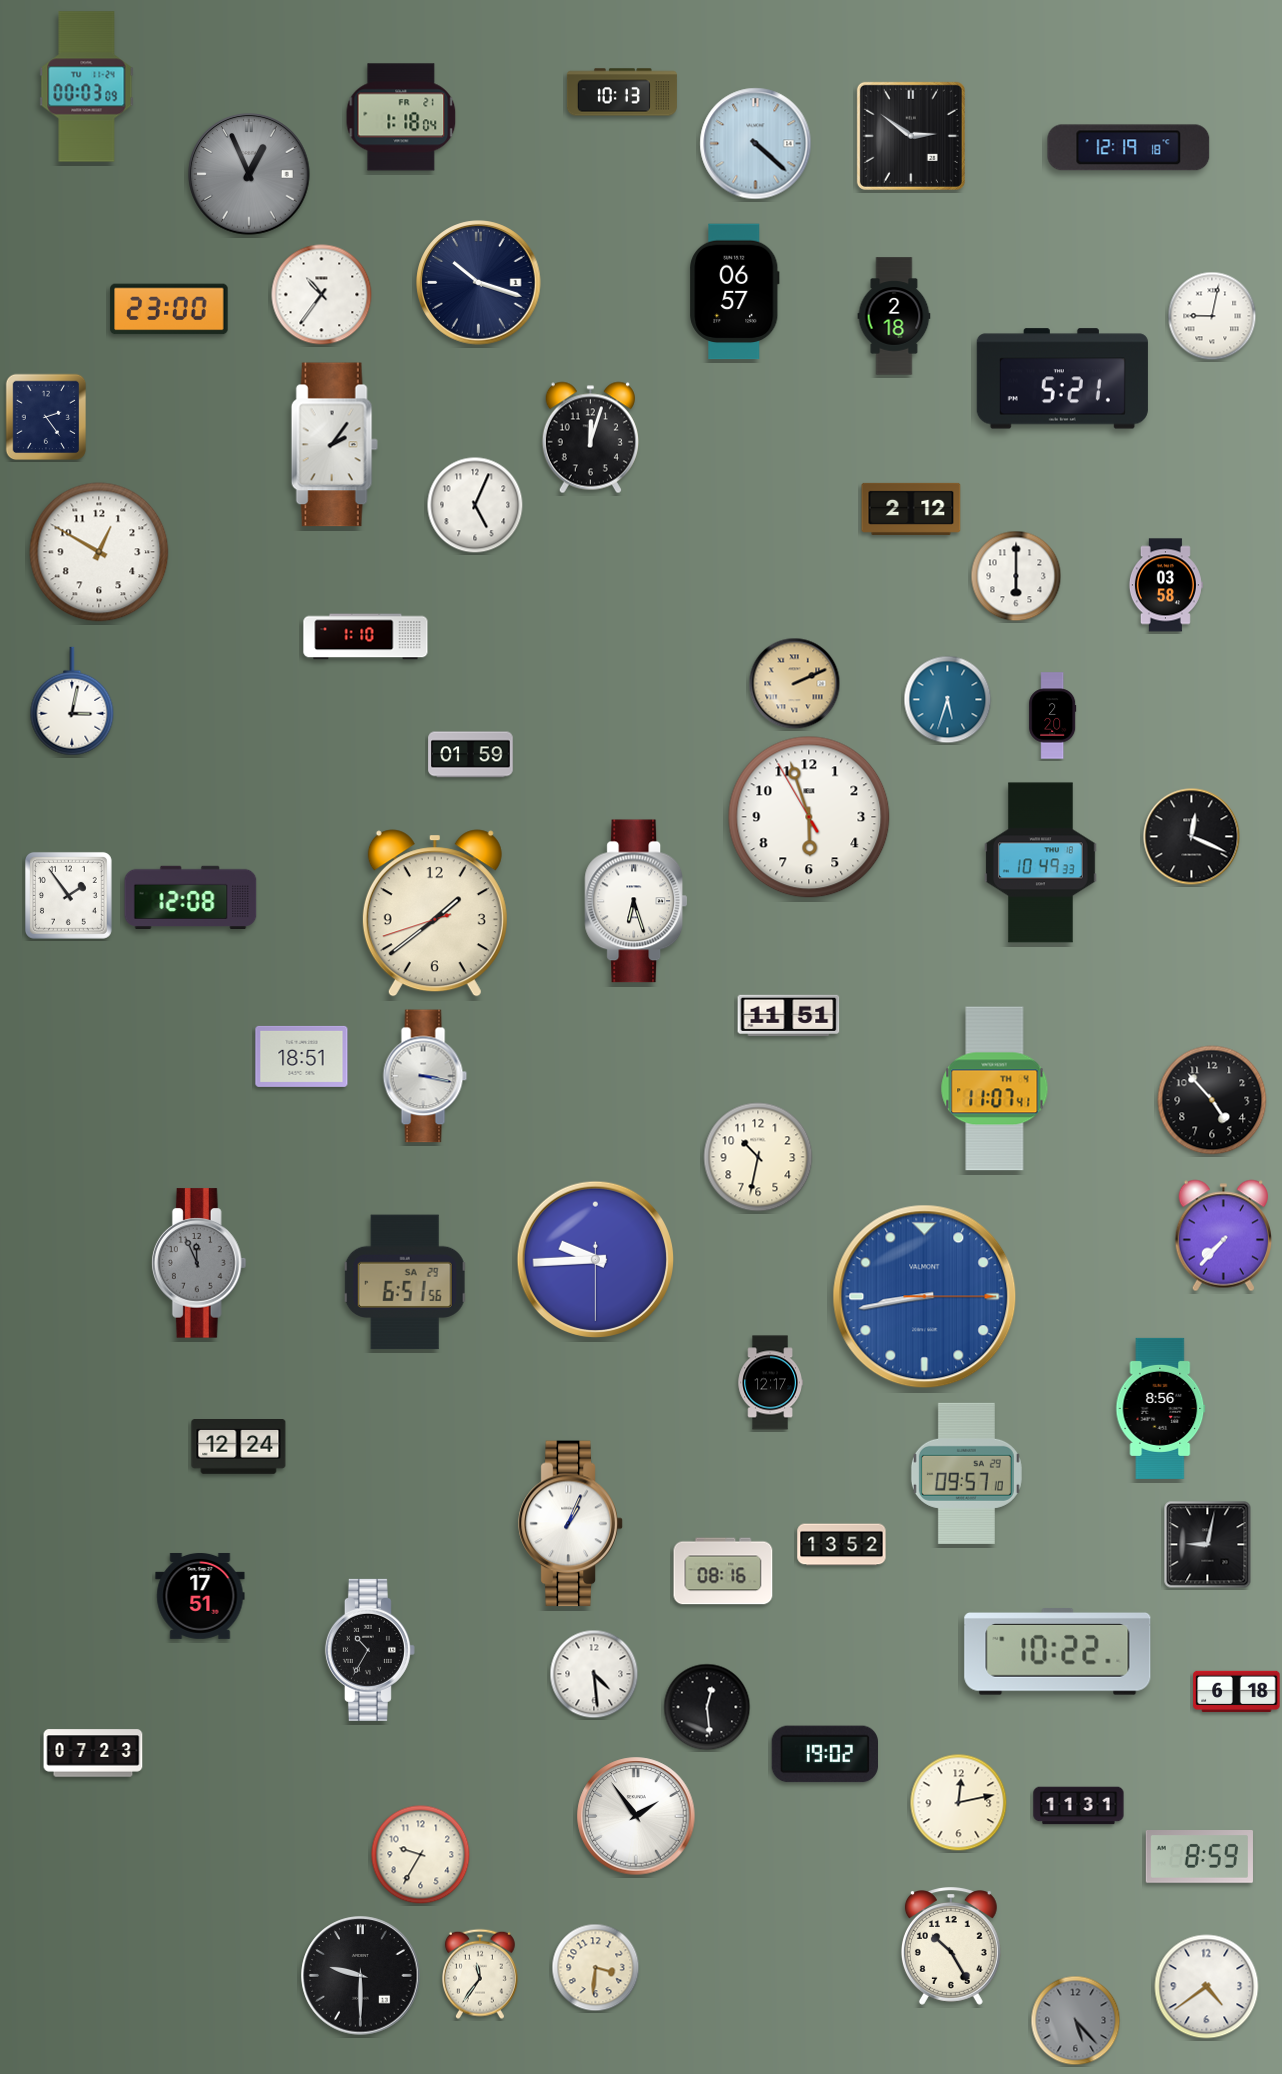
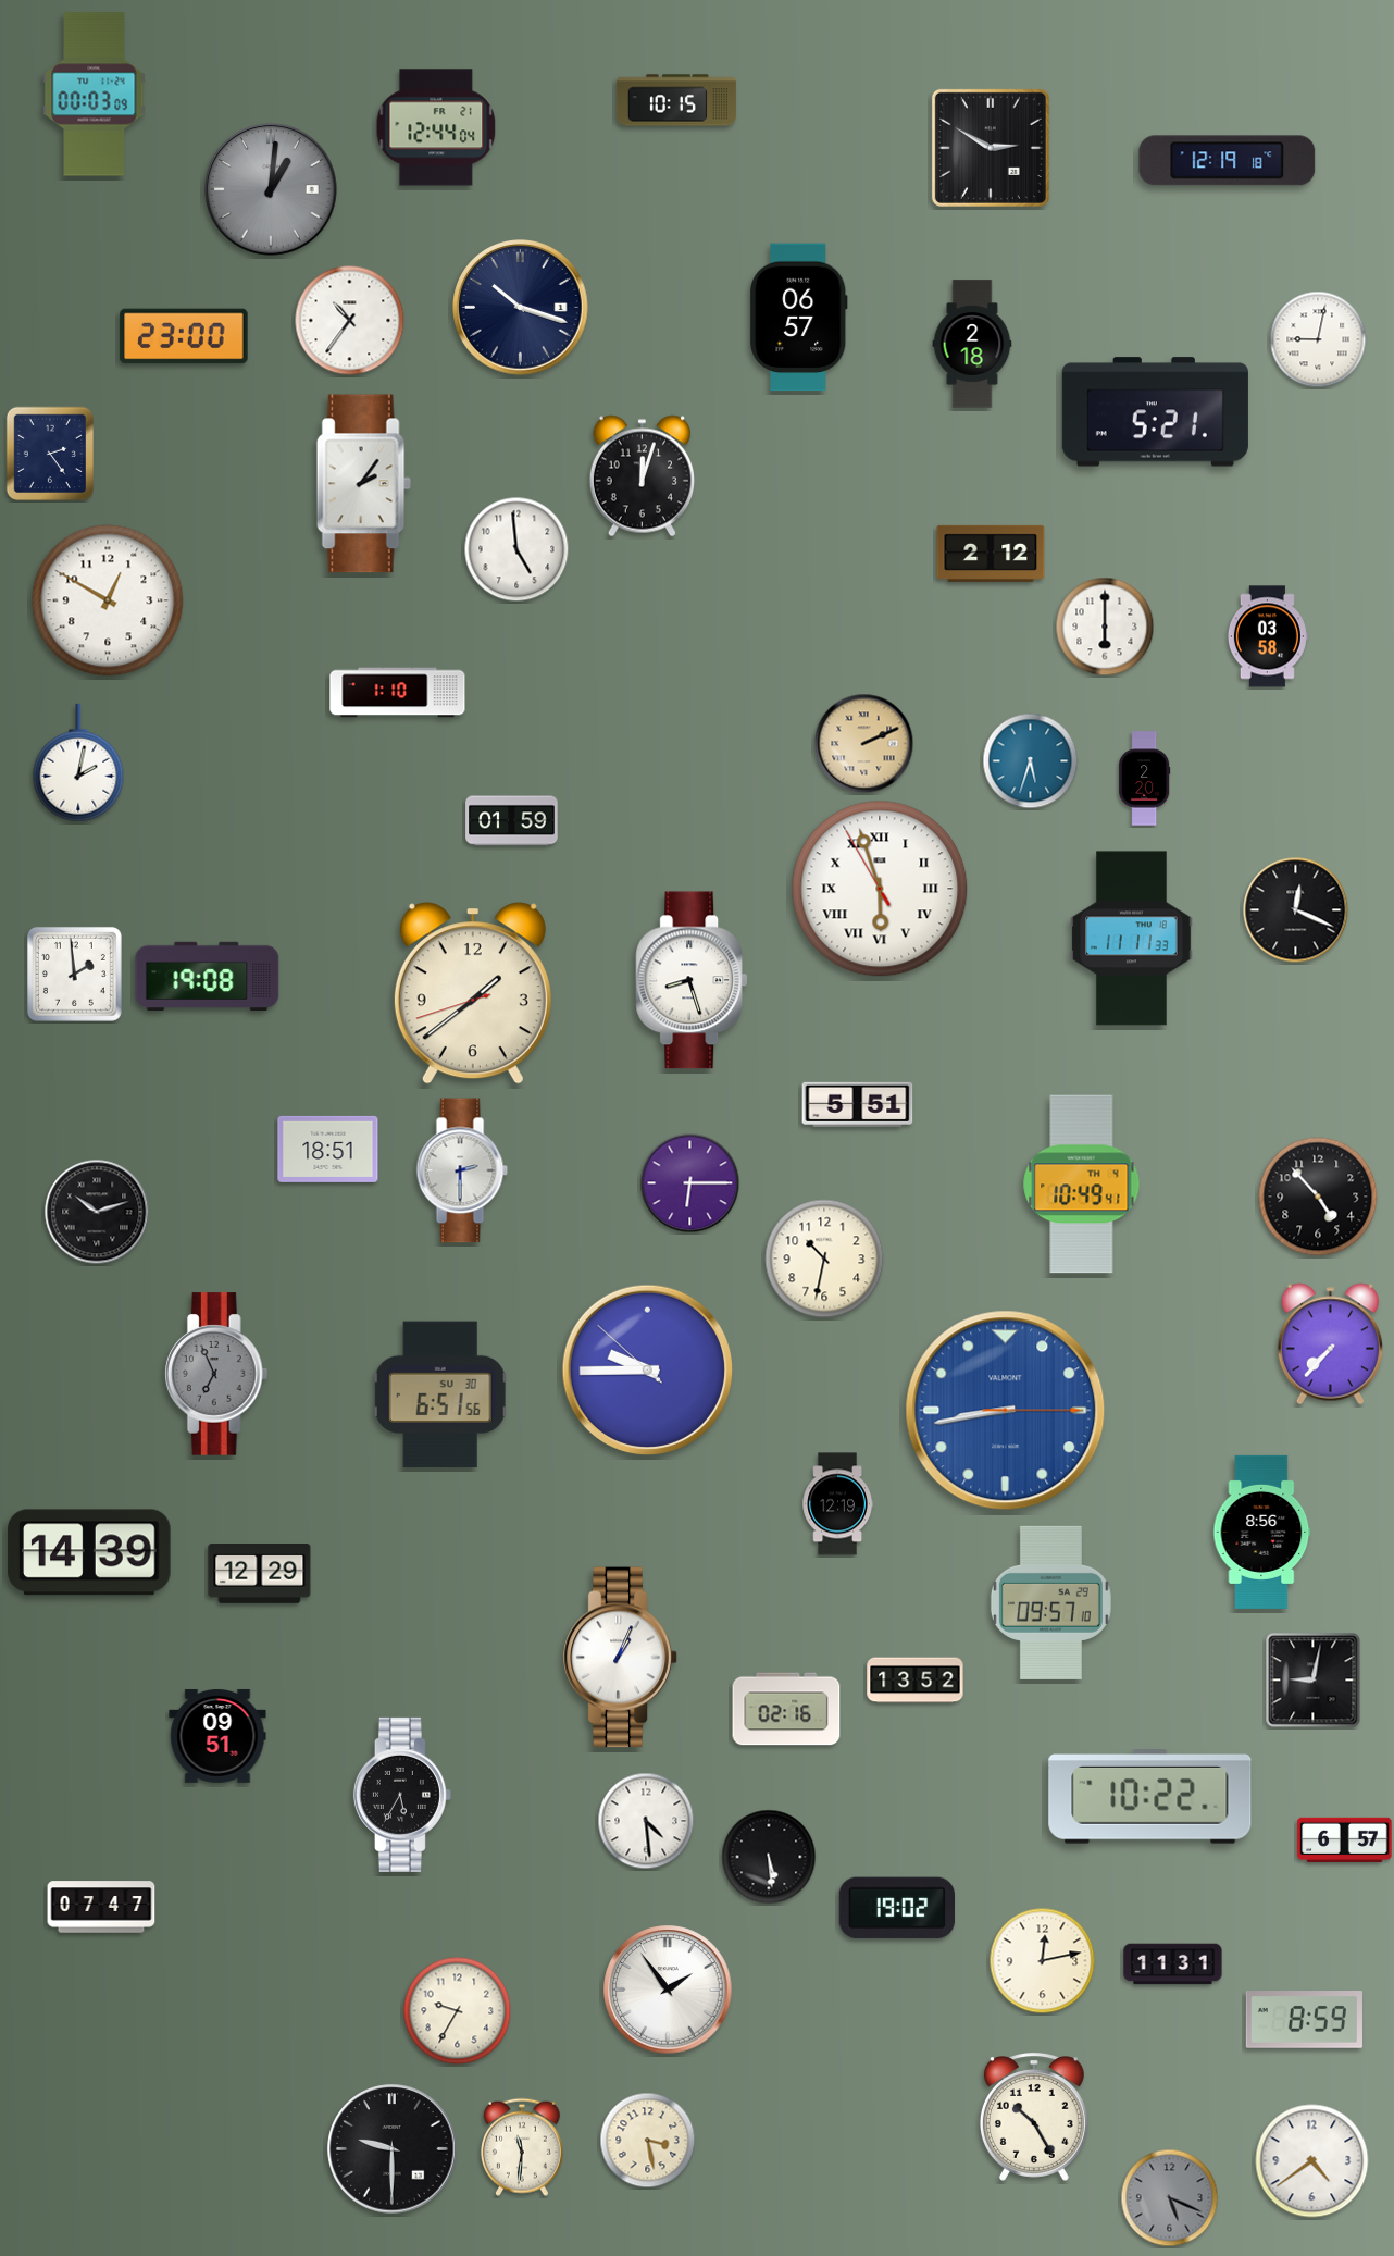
clock at (622, 92): 10:13 -> 10:15
clock at (401, 117): 1:18 -> 12:44
clock at (911, 136): 2:51 -> 2:50
clock at (756, 144): 4:22 -> none
clock at (249, 174): 12:56 -> 1:01
clock at (1212, 316) position: (1212, 316) -> (1318, 339)
clock at (475, 505): 5:04 -> 4:59
clock at (72, 701): 3:02 -> 2:02
clock at (809, 817) numerals: Arabic -> Roman
clock at (1041, 863): 10:49 -> 11:11
clock at (68, 895): 1:54 -> 1:59
clock at (191, 898): 12:08 -> 19:08
clock at (635, 901): 6:27 -> 8:27
clock at (789, 1015): 11:51 -> 5:51
clock at (425, 1076): 3:17 -> 2:30
clock at (690, 1183): none -> 6:15
clock at (995, 1089): 11:07 -> 10:49
clock at (97, 1212): none -> 10:12
clock at (595, 1259): 9:44:30 -> 9:44:52
clock at (199, 1263): 11:56 -> 6:56
clock at (405, 1282) date: SA 29 -> SU 30
clock at (770, 1383): 12:17 -> 12:19
clock at (89, 1552): none -> 14:39
clock at (239, 1447): 12:24 -> 12:29
clock at (723, 1571): 08:16 -> 02:16
clock at (200, 1596): 17:51 -> 09:51
clock at (370, 1650): 10:35 -> 5:35
clock at (1237, 1691): 6:18 -> 6:57
clock at (707, 1707): 12:29 -> 5:29
clock at (93, 1753): 07:23 -> 07:47
clock at (636, 1816) position: (636, 1816) -> (668, 1990)
clock at (421, 1855) position: (421, 1855) -> (458, 2011)
clock at (596, 1968): 3:31 -> 3:28
clock at (480, 1974): 11:36 -> 11:31
clock at (1076, 2021): 5:23 -> 5:19
